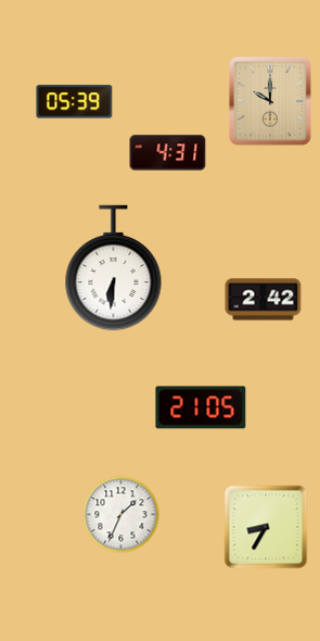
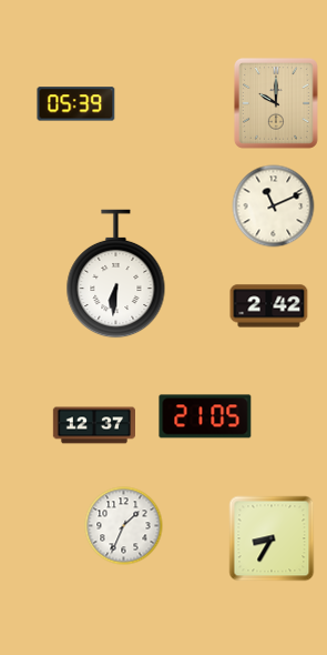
clock at (168, 153): 4:31 -> none
clock at (274, 206): none -> 11:11
clock at (94, 425): none -> 12:37
